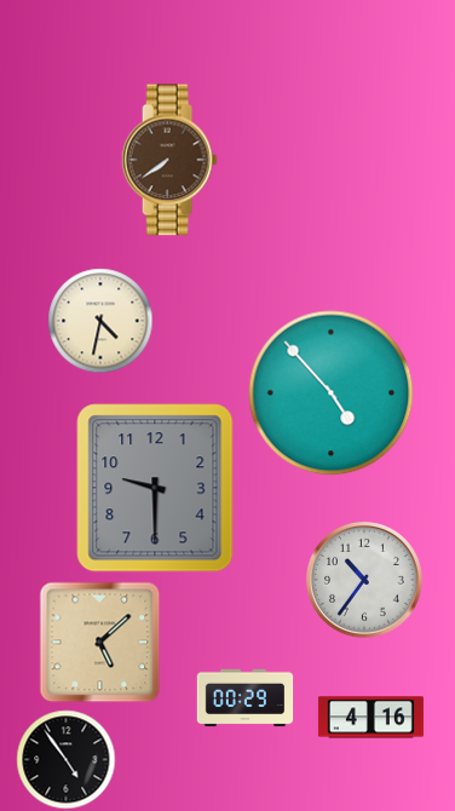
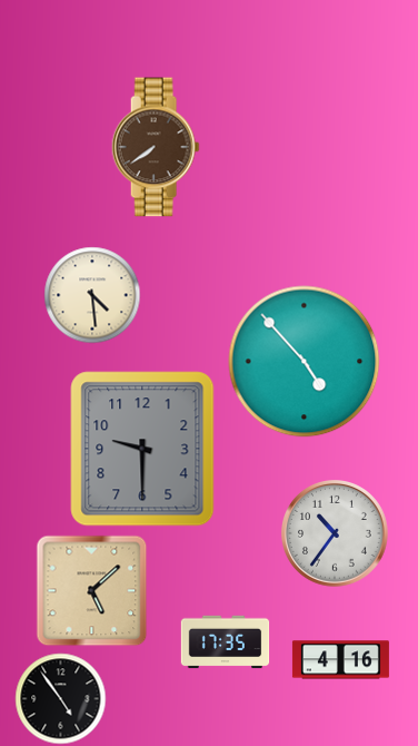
clock at (100, 321): 4:32 -> 4:29
clock at (244, 698): 00:29 -> 17:35
